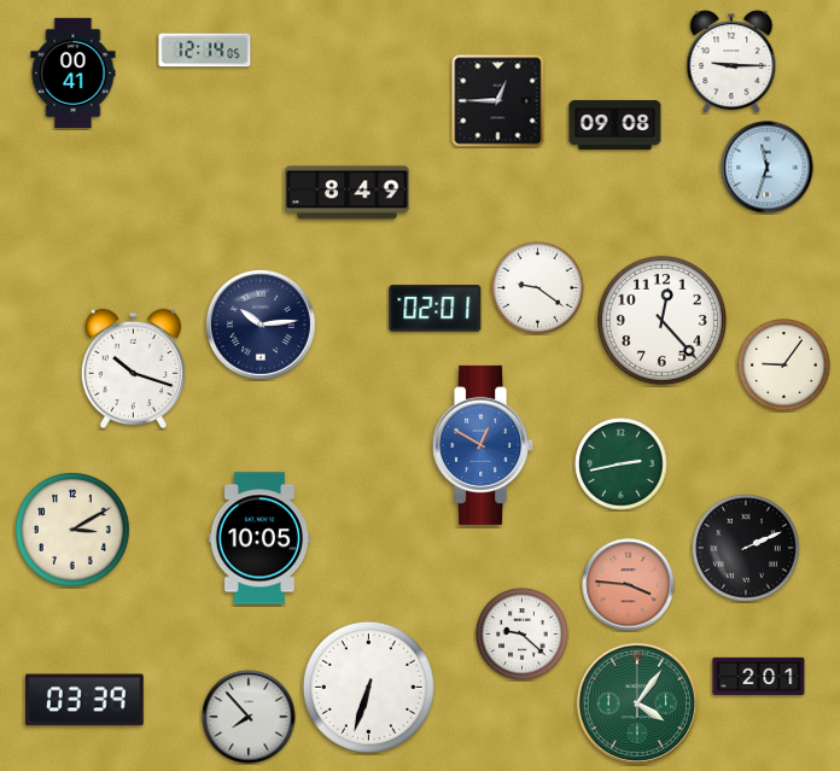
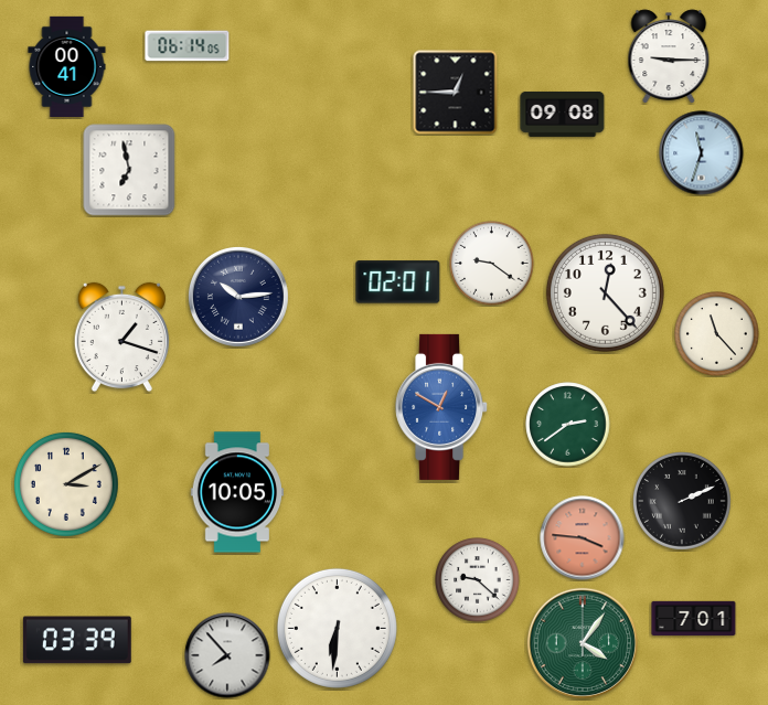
clock at (205, 51): 12:14 -> 06:14
clock at (129, 170): none -> 6:58
clock at (348, 193): 8:49 -> none
clock at (784, 366): 9:06 -> 11:23
clock at (133, 369): 10:18 -> 1:18
clock at (622, 465): 2:43 -> 2:39
clock at (629, 585) position: (629, 585) -> (583, 538)
clock at (759, 677): 2:01 -> 7:01
clock at (368, 687): 6:33 -> 6:31
